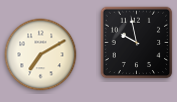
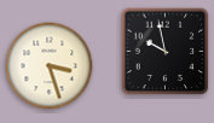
clock at (41, 55): 7:10 -> 3:27
